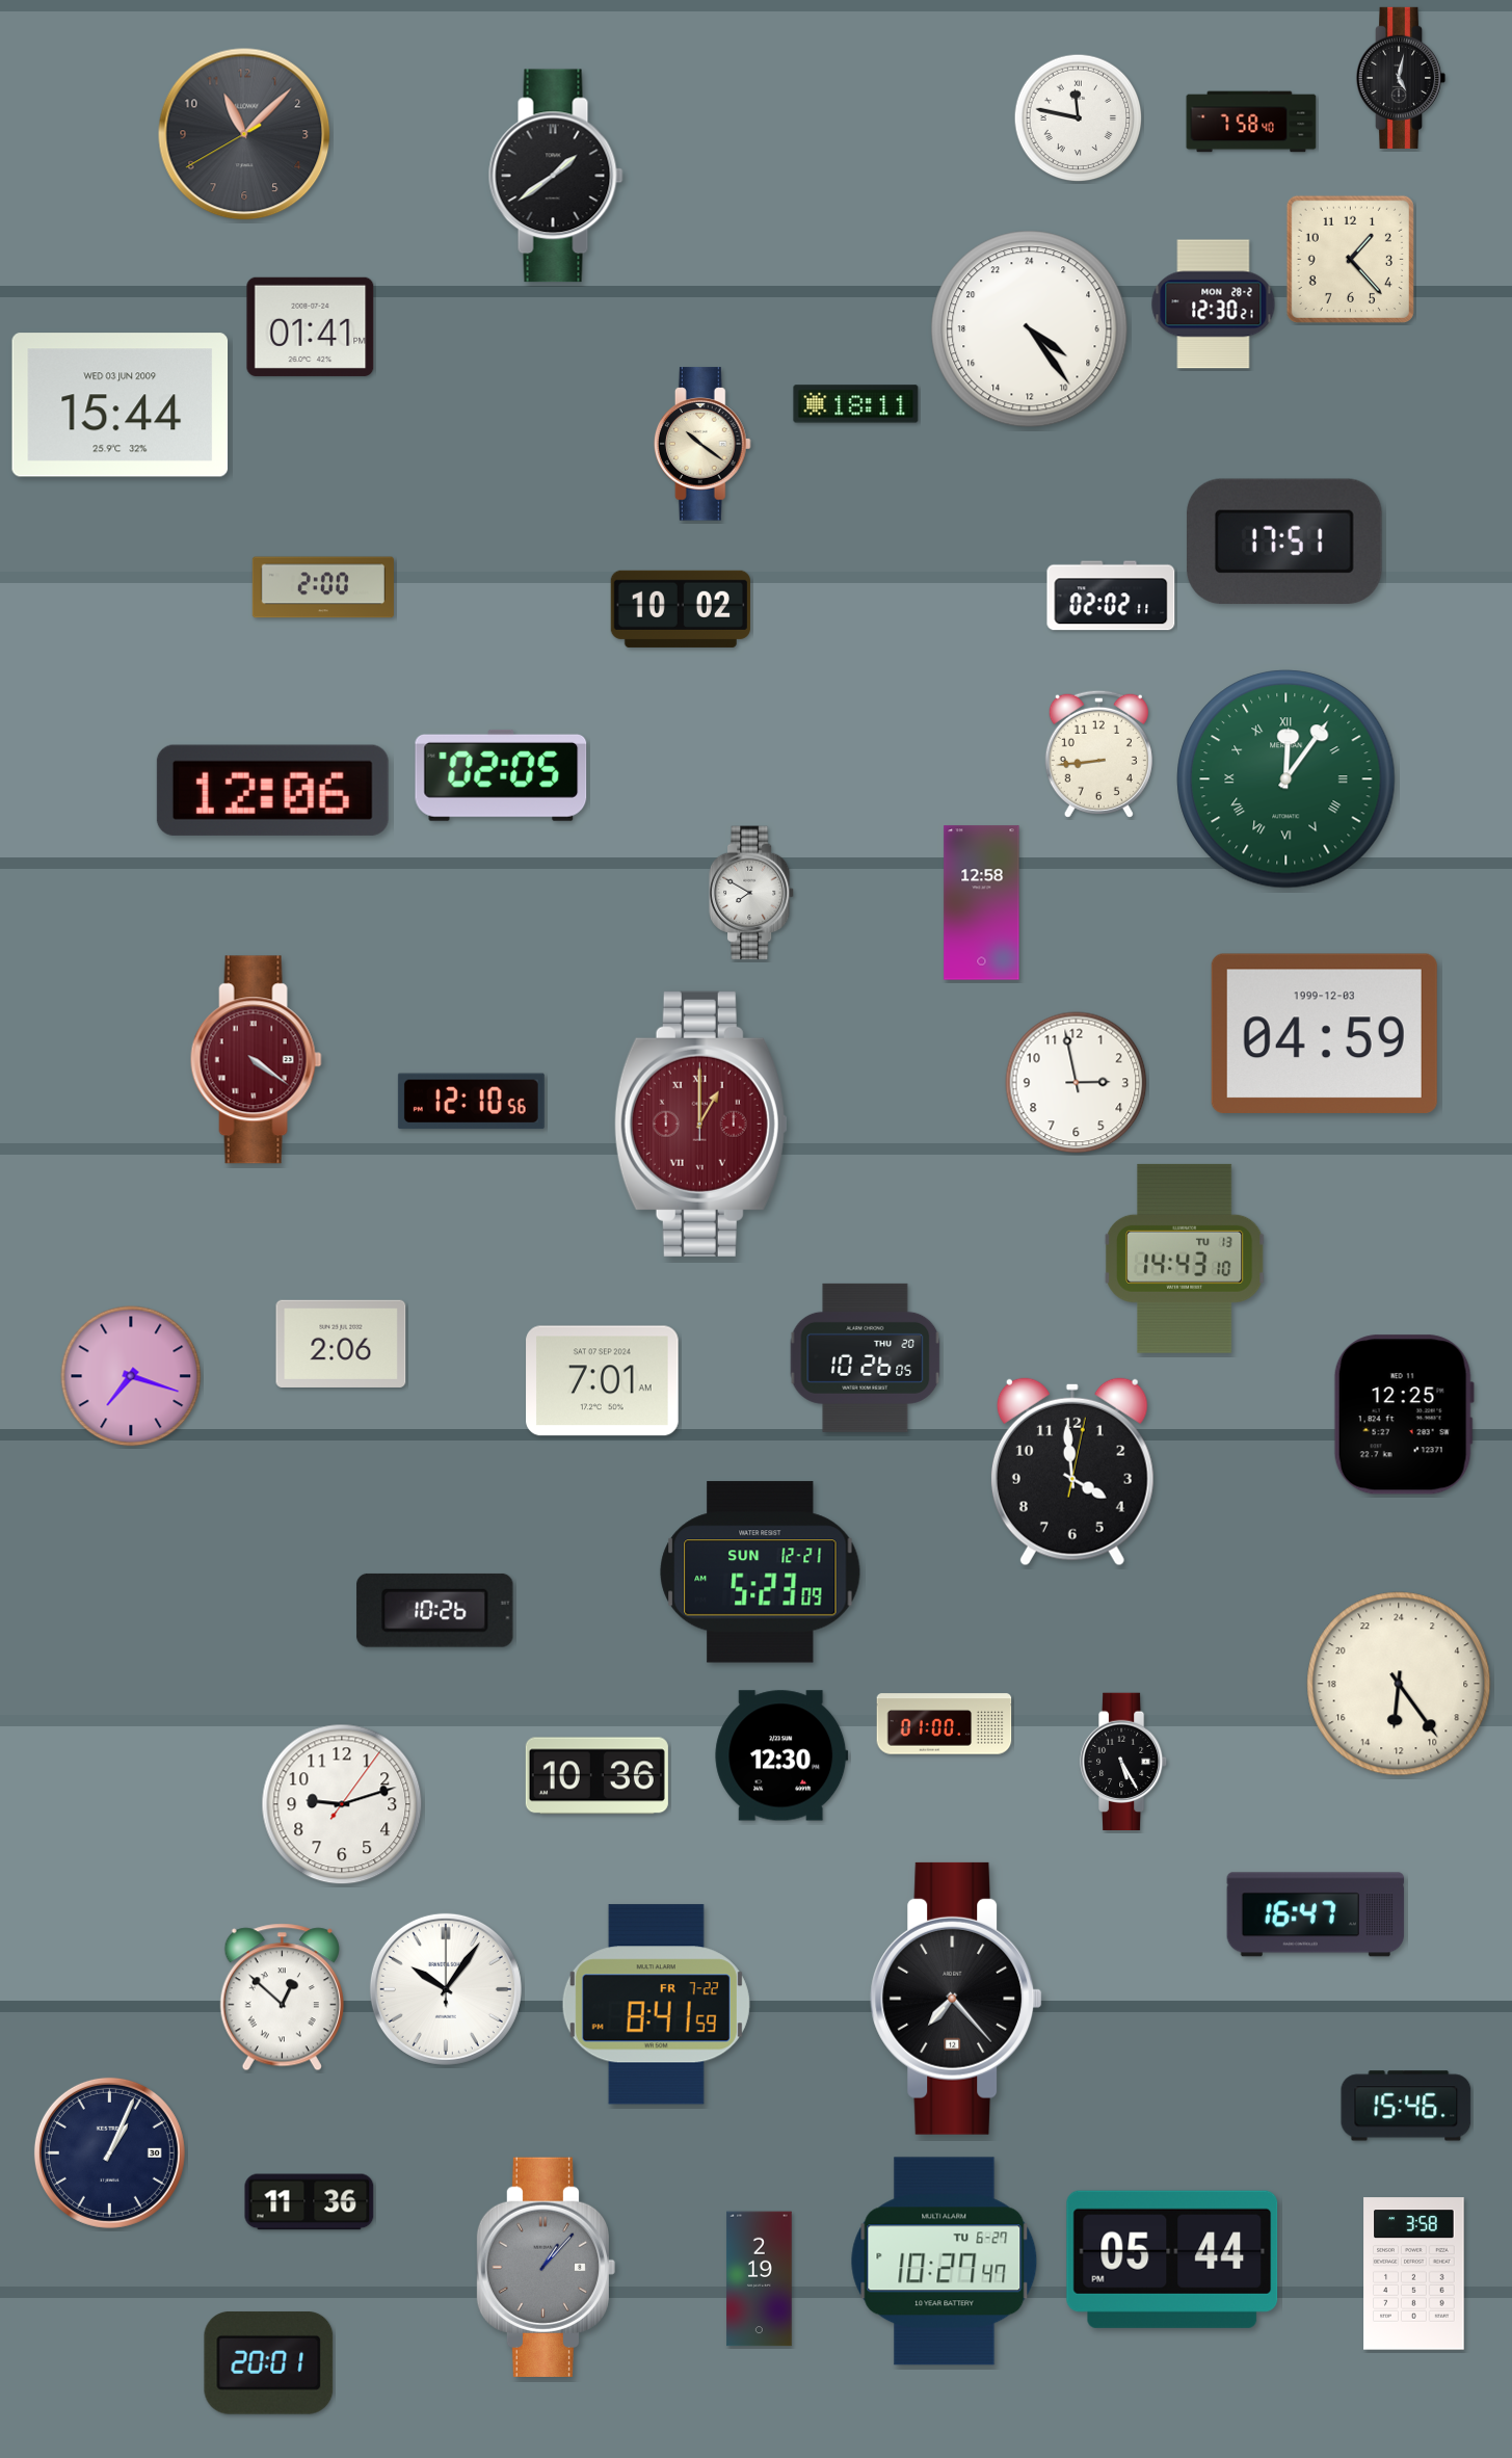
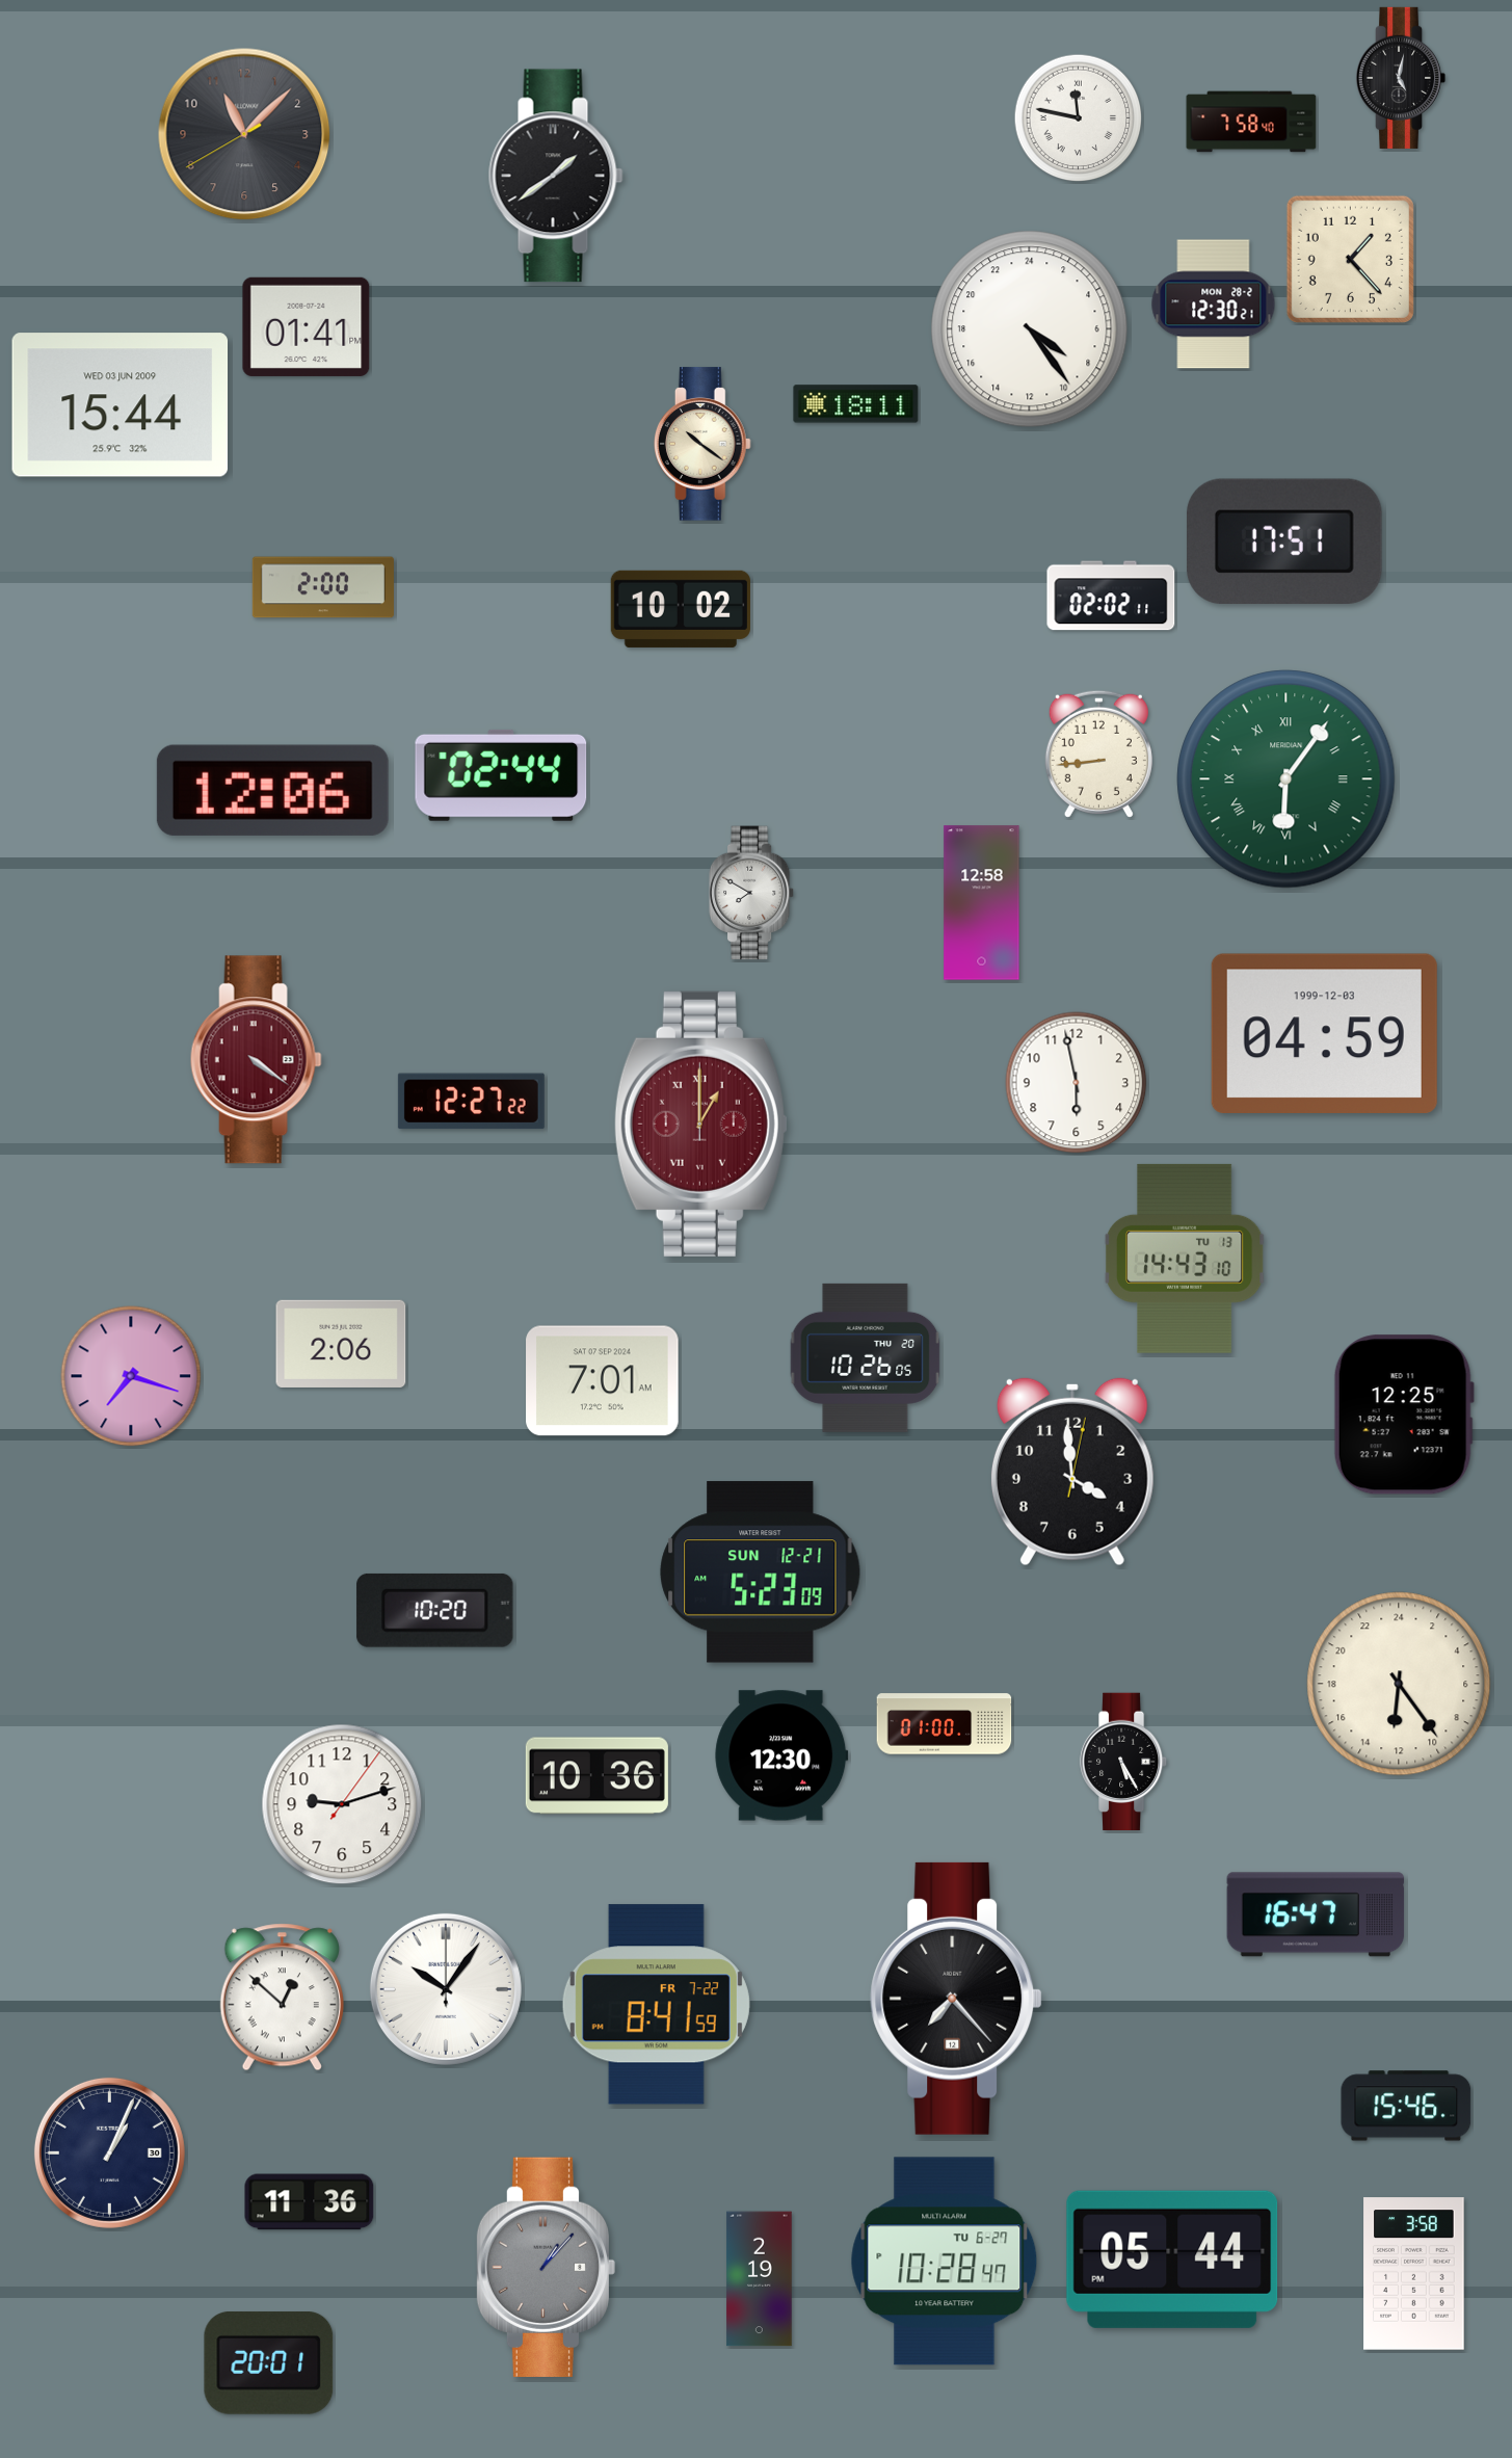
clock at (311, 326) position: (311, 326) -> (307, 326)
clock at (501, 775): 02:05 -> 02:44
clock at (1286, 779): 12:06 -> 6:06
clock at (1077, 1083): 2:58 -> 5:58
clock at (471, 1102): 12:10 -> 12:27
clock at (435, 1610): 10:26 -> 10:20
clock at (945, 2262): 10:27 -> 10:28
